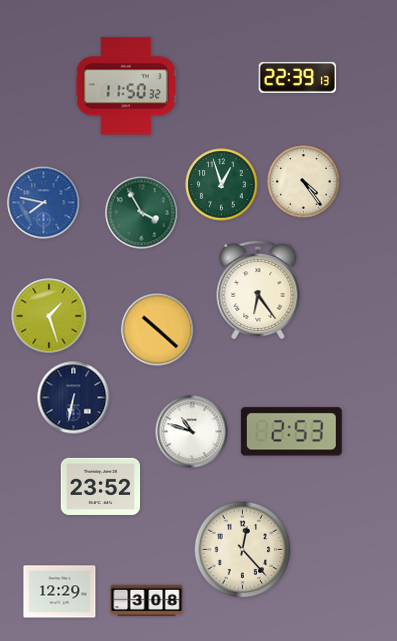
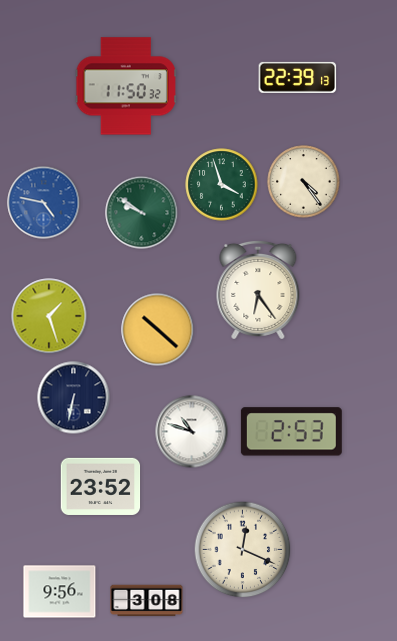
clock at (222, 185): 12:57 -> 3:57
clock at (44, 203): 7:47 -> 4:47
clock at (142, 213): 3:55 -> 9:51
clock at (243, 550): 12:23 -> 12:19
clock at (60, 592): 12:29 -> 9:56
